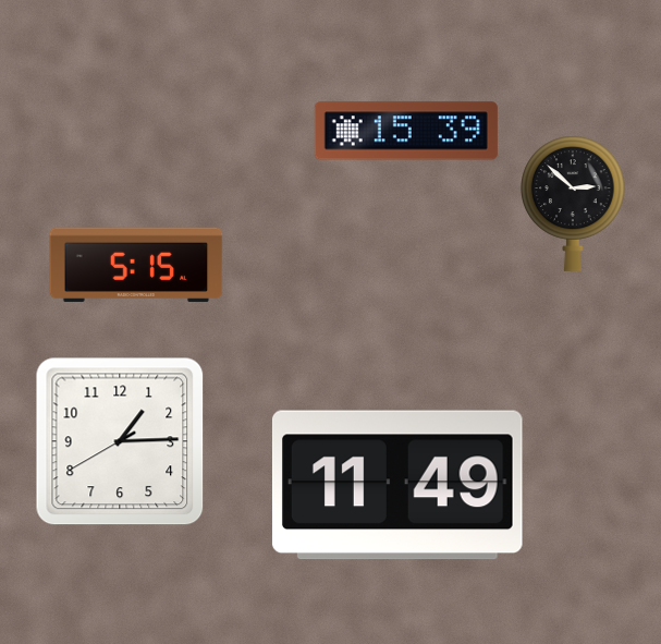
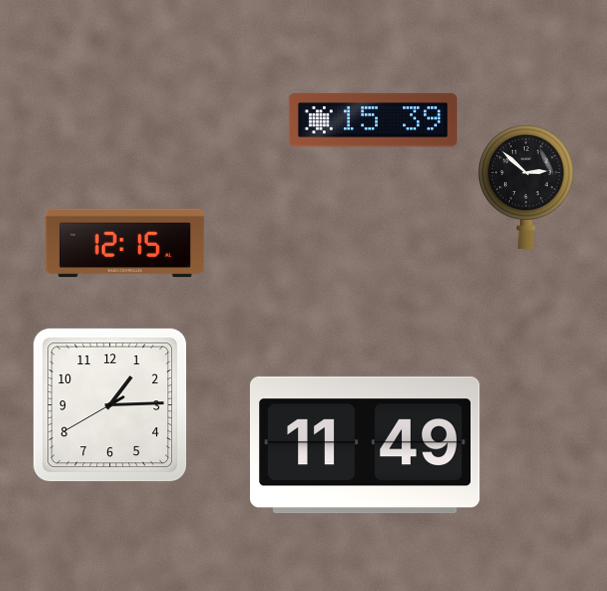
clock at (136, 265): 5:15 -> 12:15
